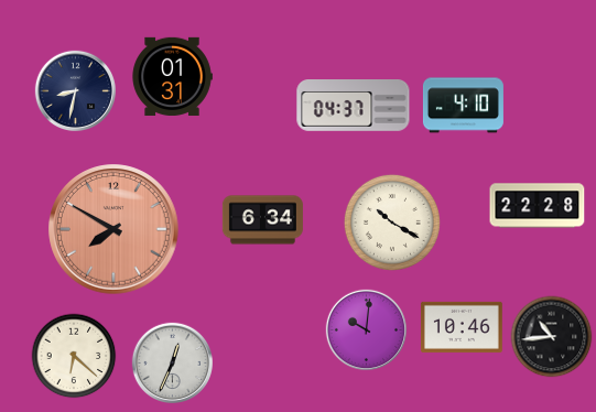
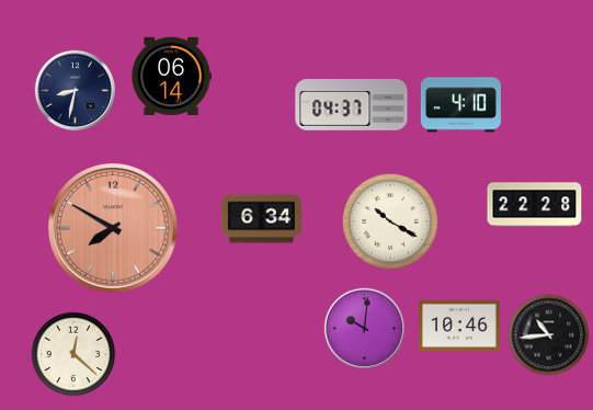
clock at (172, 76): 01:31 -> 06:14
clock at (74, 356): 6:22 -> 12:22
clock at (172, 362): 12:34 -> none
